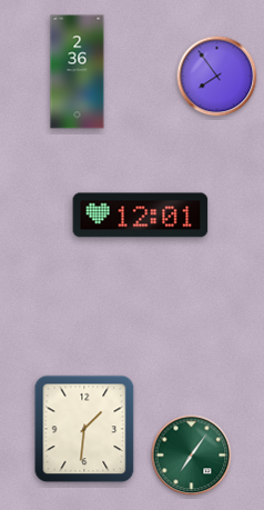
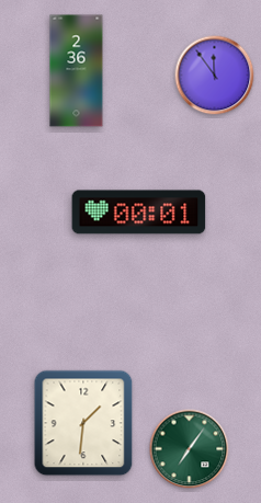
clock at (217, 77): 7:54 -> 11:54
clock at (141, 216): 12:01 -> 00:01
